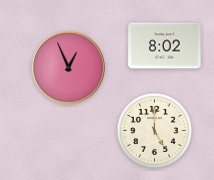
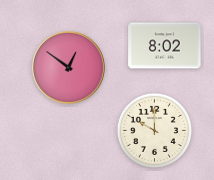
clock at (69, 68): 12:56 -> 12:51
clock at (154, 130): 5:00 -> 10:00
